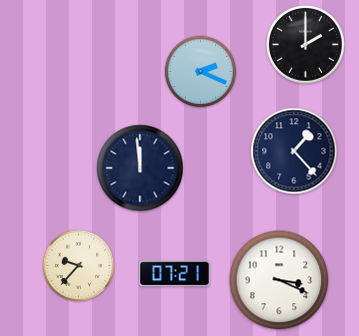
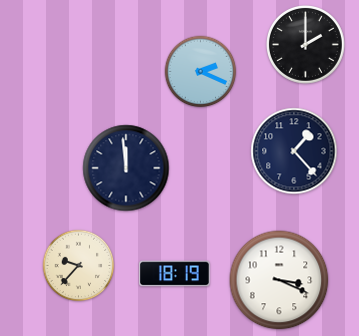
clock at (140, 168) position: (140, 168) -> (126, 168)
clock at (174, 274): 07:21 -> 18:19
